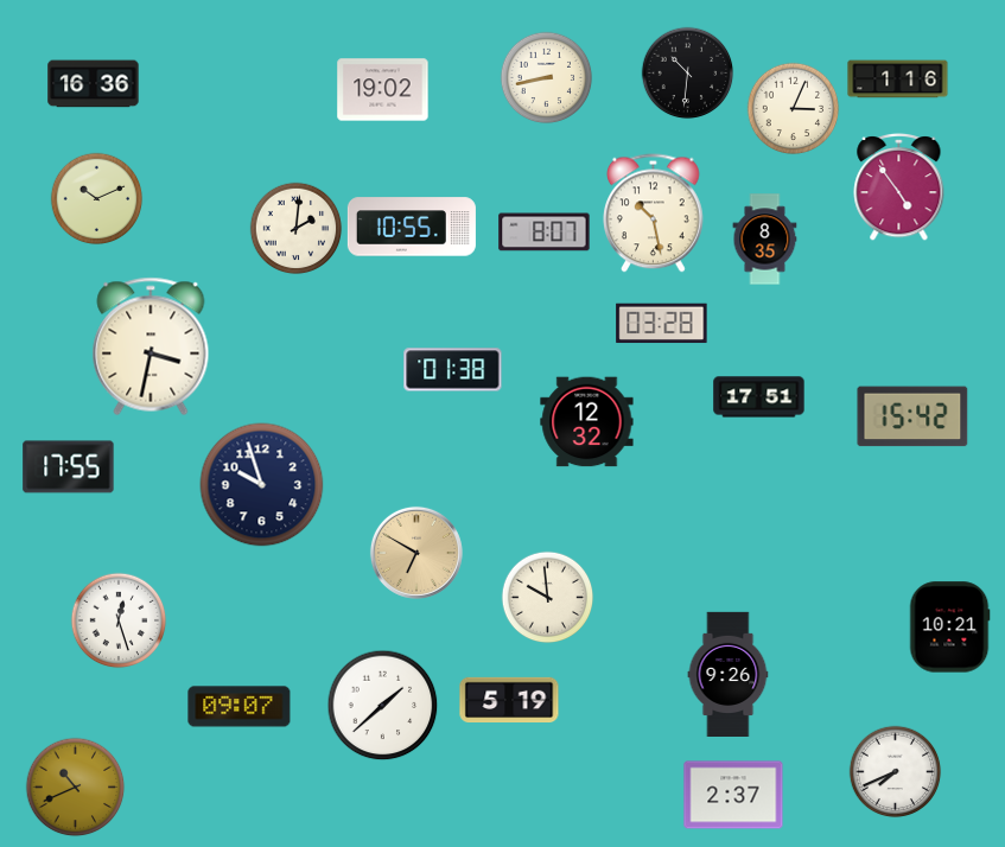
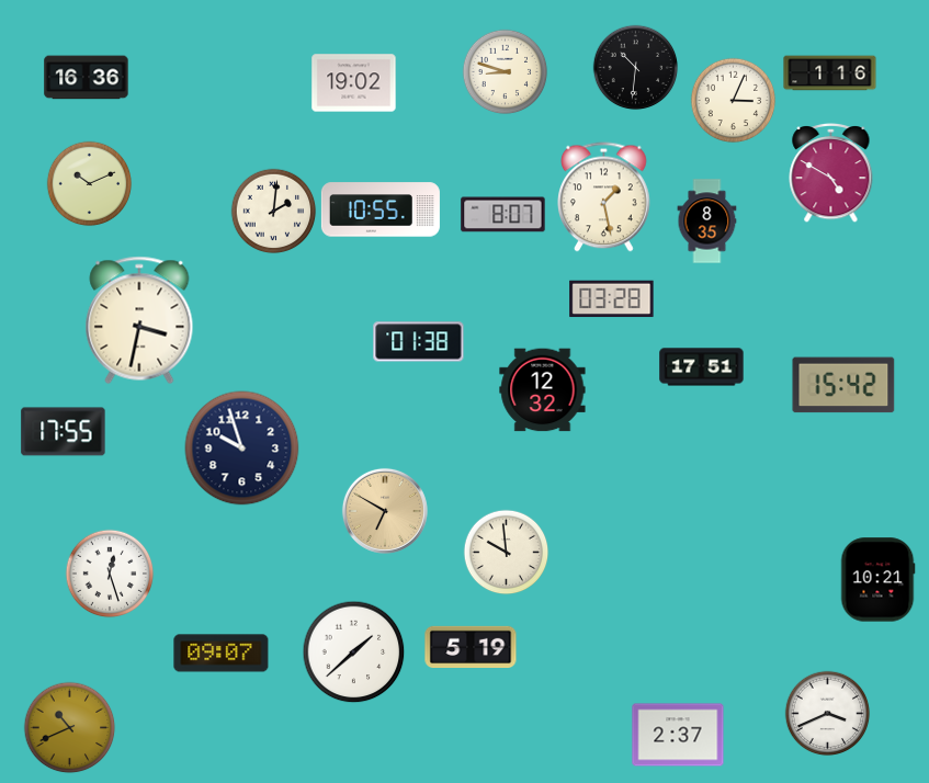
clock at (546, 77): 8:43 -> 8:48
clock at (899, 186): 4:54 -> 4:50
clock at (654, 214): 10:28 -> 1:28
clock at (729, 674): 9:26 -> none
clock at (895, 771): 7:41 -> 3:41
